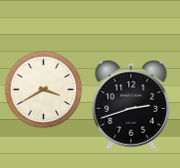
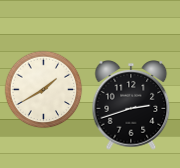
clock at (43, 89): 3:40 -> 1:40
